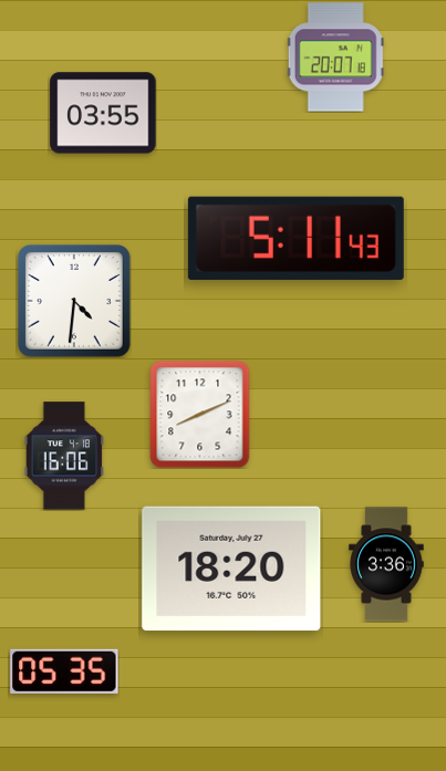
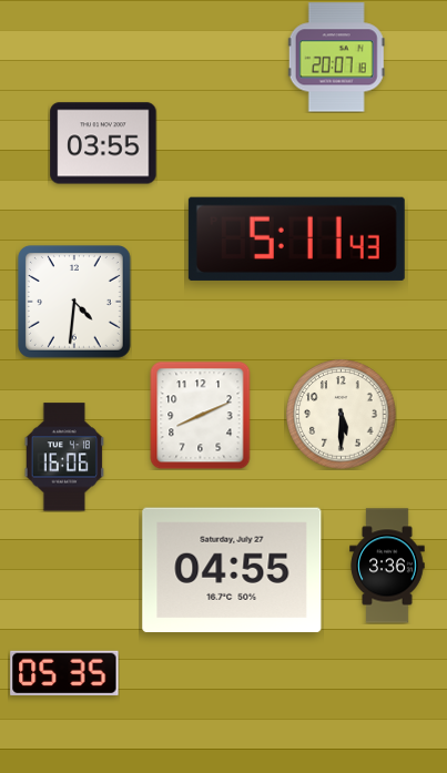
clock at (103, 113) position: (103, 113) -> (103, 143)
clock at (342, 415): none -> 5:30
clock at (231, 569): 18:20 -> 04:55
